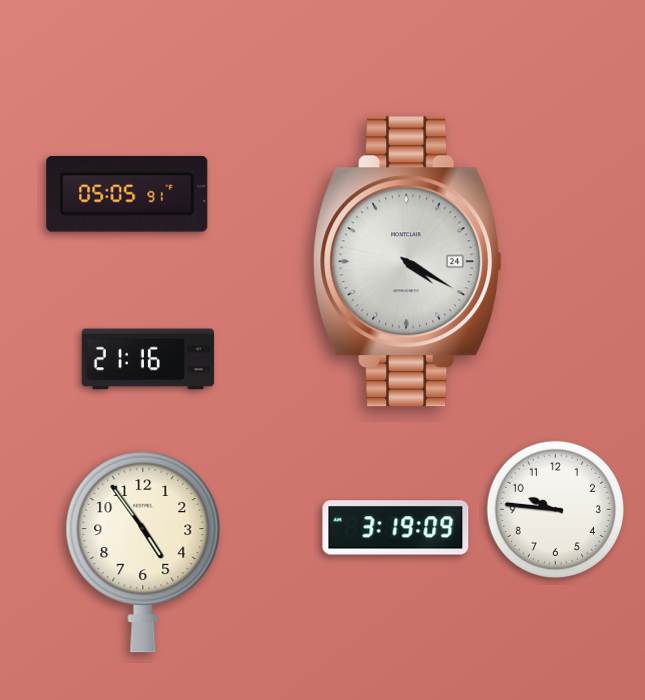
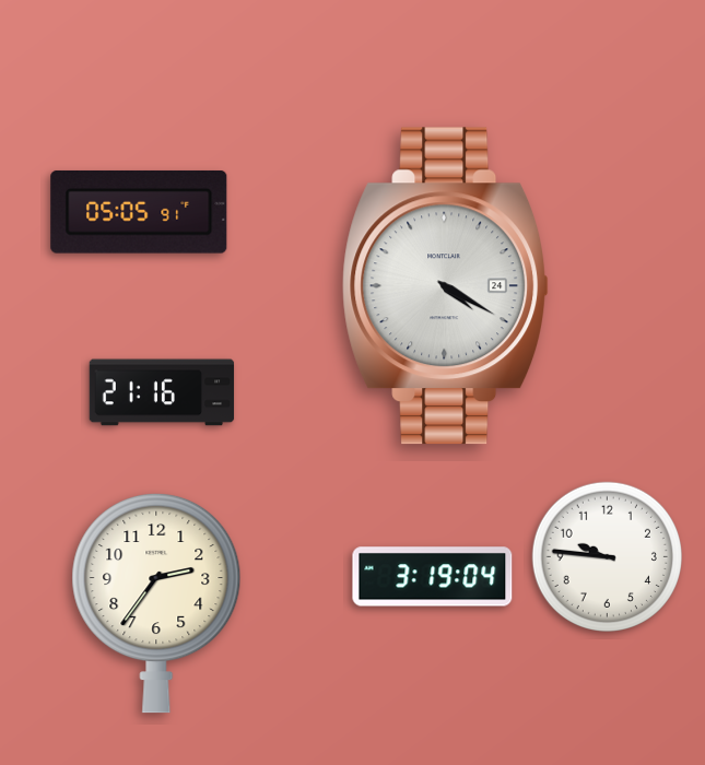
clock at (396, 528): 3:19:09 -> 3:19:04
clock at (143, 552): 4:54 -> 2:36
